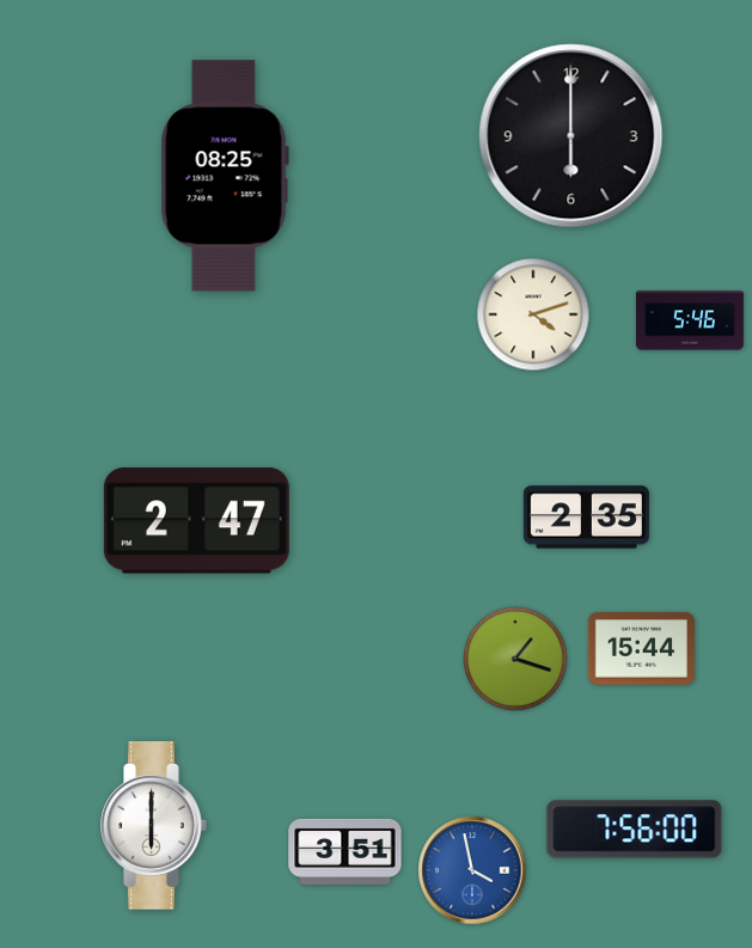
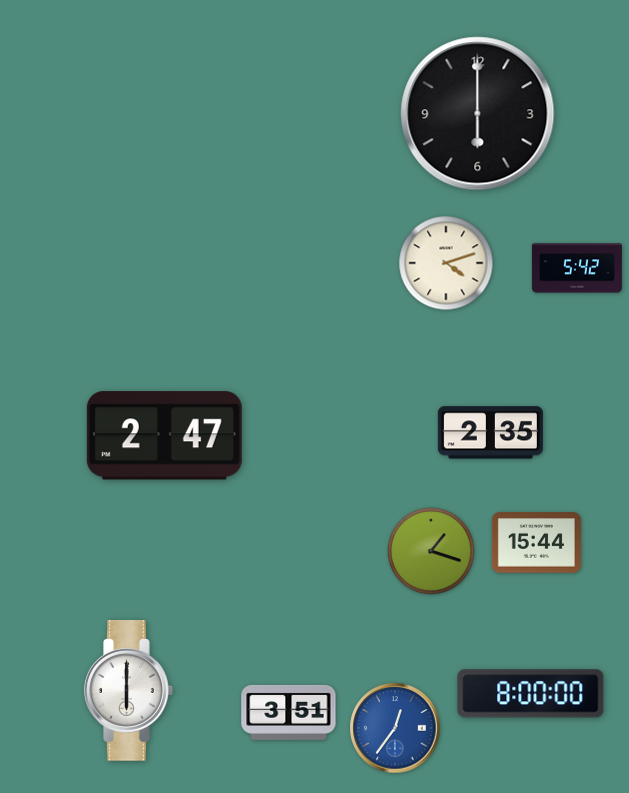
clock at (225, 176): 08:25 -> none
clock at (690, 320): 5:46 -> 5:42
clock at (635, 830): 7:56 -> 8:00
clock at (472, 870): 3:58 -> 12:36
